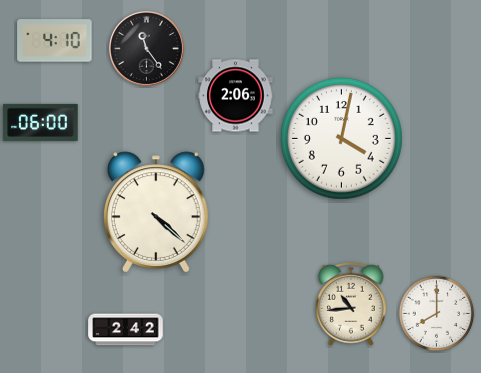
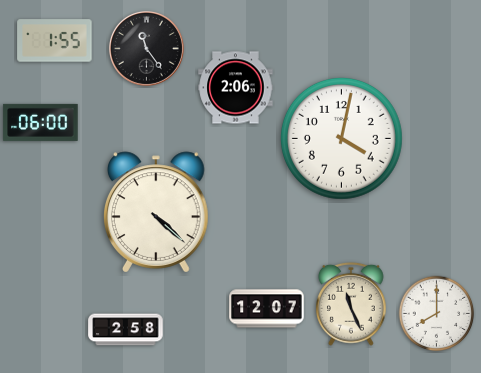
clock at (55, 41): 4:10 -> 1:55
clock at (236, 96) position: (236, 96) -> (236, 88)
clock at (351, 304): 10:44 -> 11:26
clock at (267, 309): none -> 12:07
clock at (126, 330): 2:42 -> 2:58
